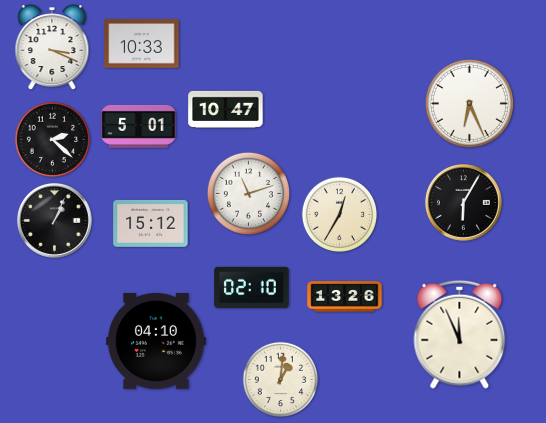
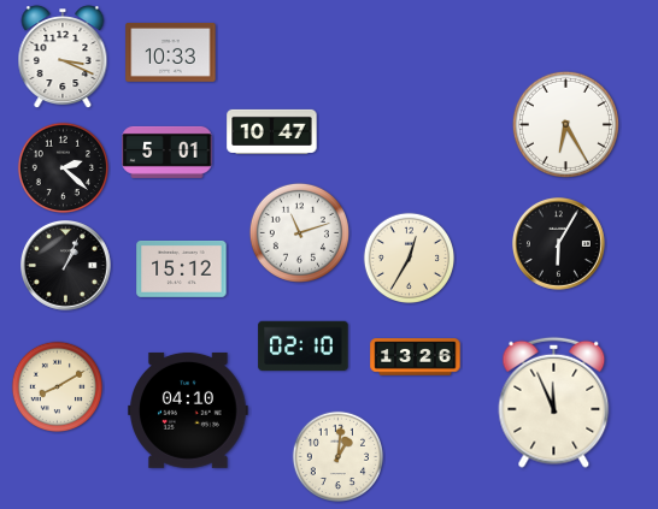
clock at (469, 103): 6:26 -> 6:25
clock at (57, 386): none -> 8:10
